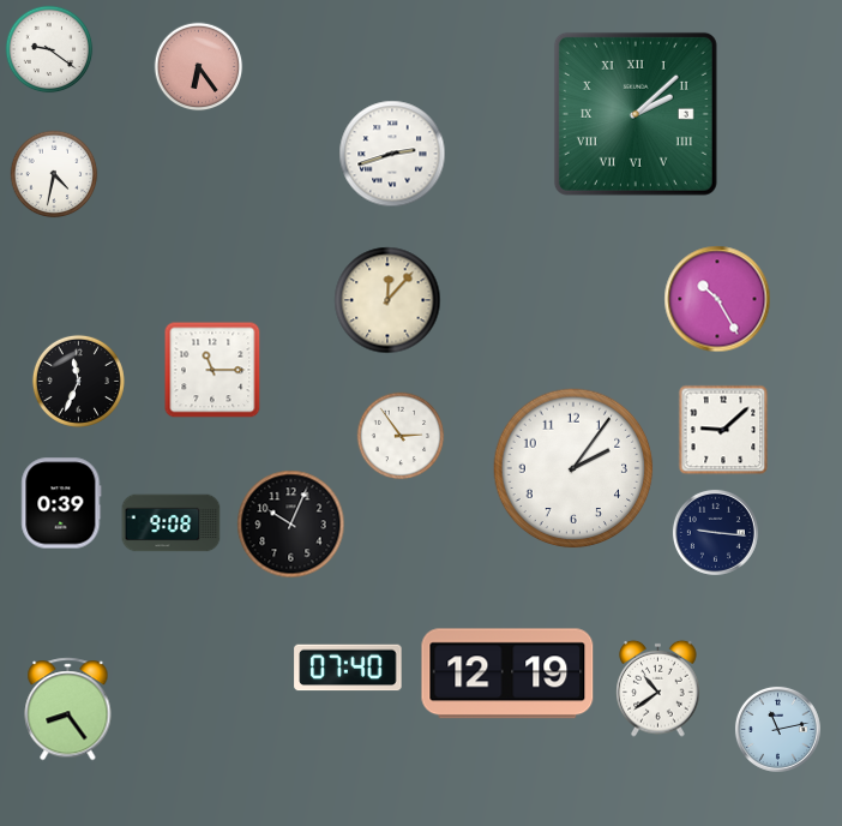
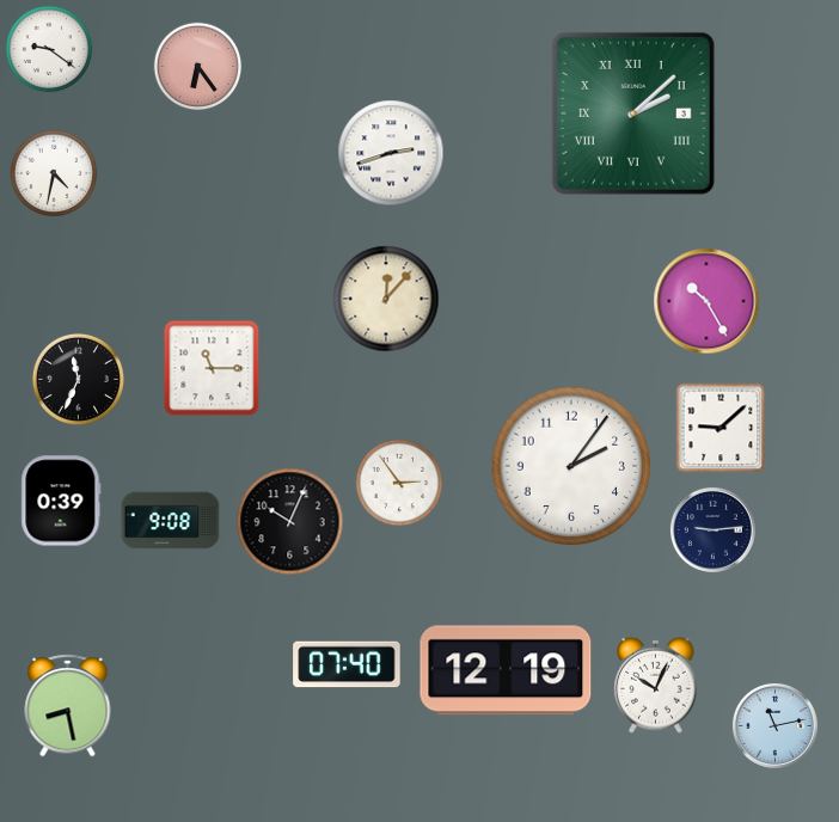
clock at (717, 299) position: (717, 299) -> (706, 301)
clock at (401, 436) position: (401, 436) -> (399, 483)
clock at (715, 532): 9:16 -> 9:14
clock at (658, 688): 10:39 -> 10:04
clock at (68, 710): 8:24 -> 8:28
